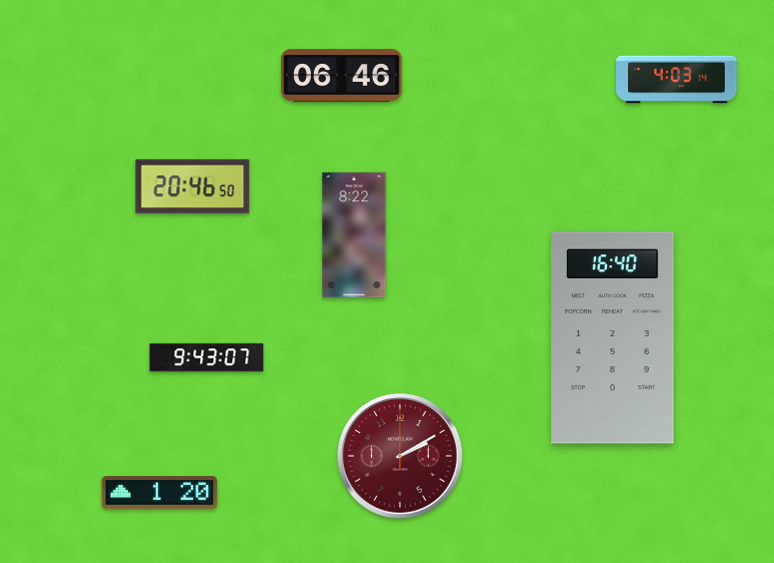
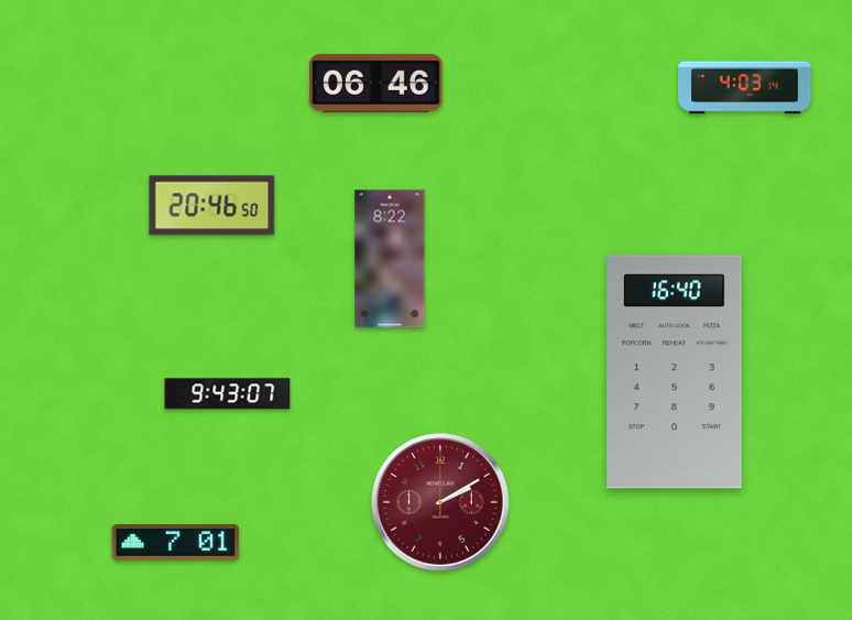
clock at (160, 493): 1:20 -> 7:01
